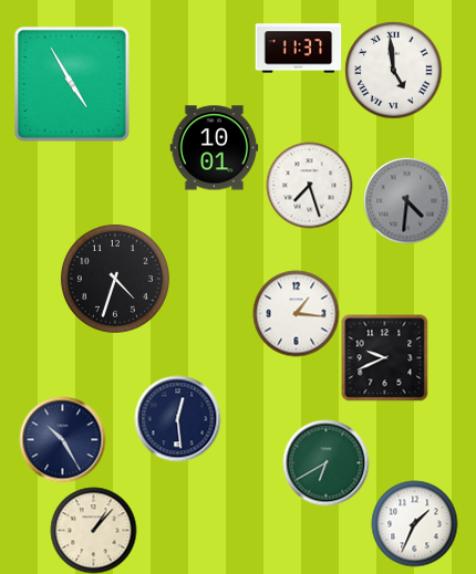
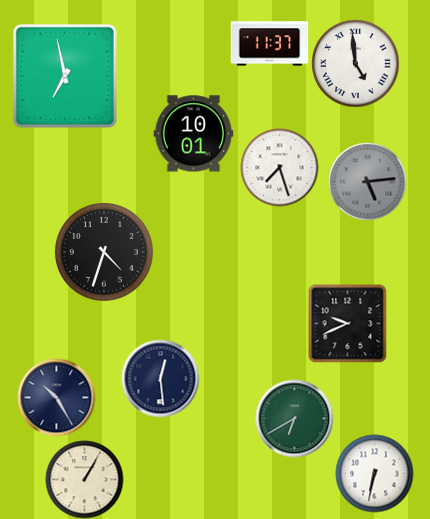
clock at (72, 84): 4:55 -> 6:58
clock at (406, 200): 4:31 -> 5:14
clock at (296, 313): 1:16 -> none
clock at (414, 523): 1:34 -> 6:32
clock at (93, 530): 1:07 -> 1:05
